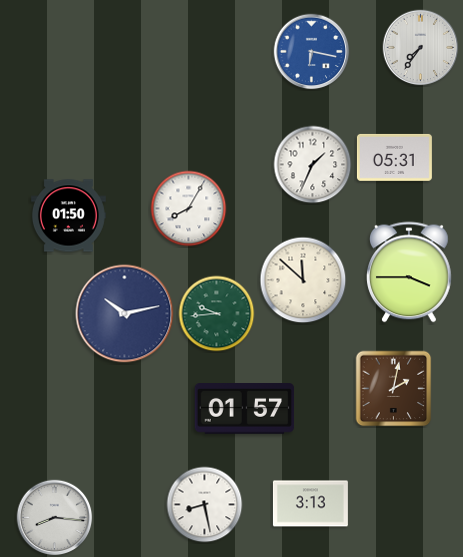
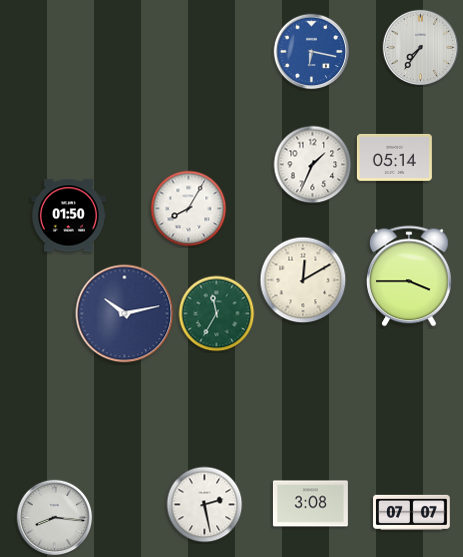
clock at (394, 157): 05:31 -> 05:14
clock at (410, 272) position: (410, 272) -> (410, 276)
clock at (303, 280): 11:52 -> 12:10
clock at (217, 314): 9:44 -> 11:35
clock at (394, 389): 2:02 -> none
clock at (245, 409): 01:57 -> none
clock at (310, 504): 3:13 -> 3:08
clock at (205, 505): 8:28 -> 2:28
clock at (412, 512): none -> 07:07
